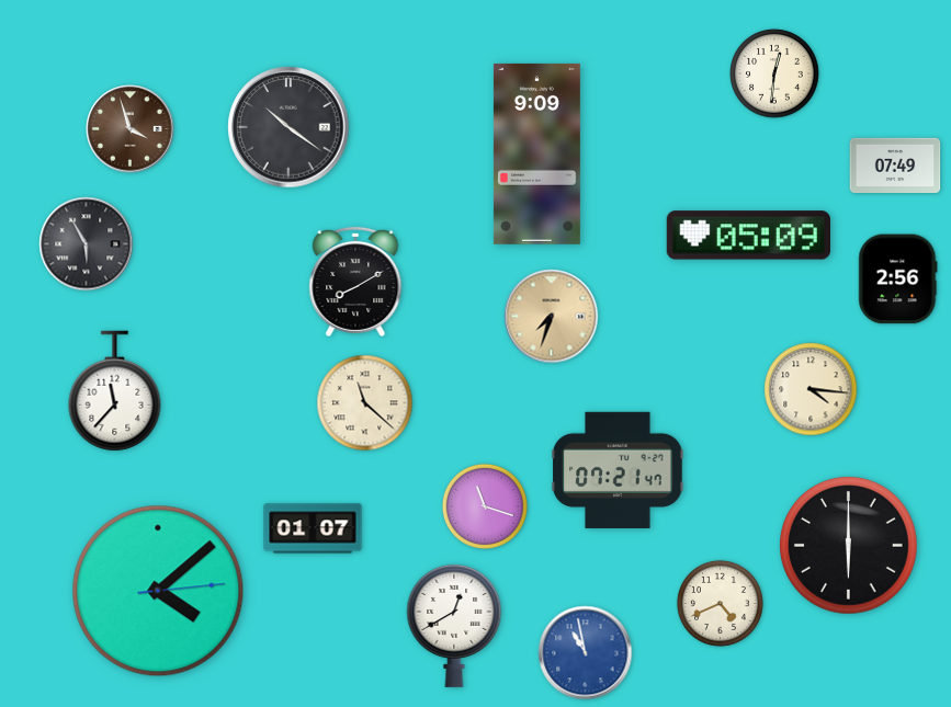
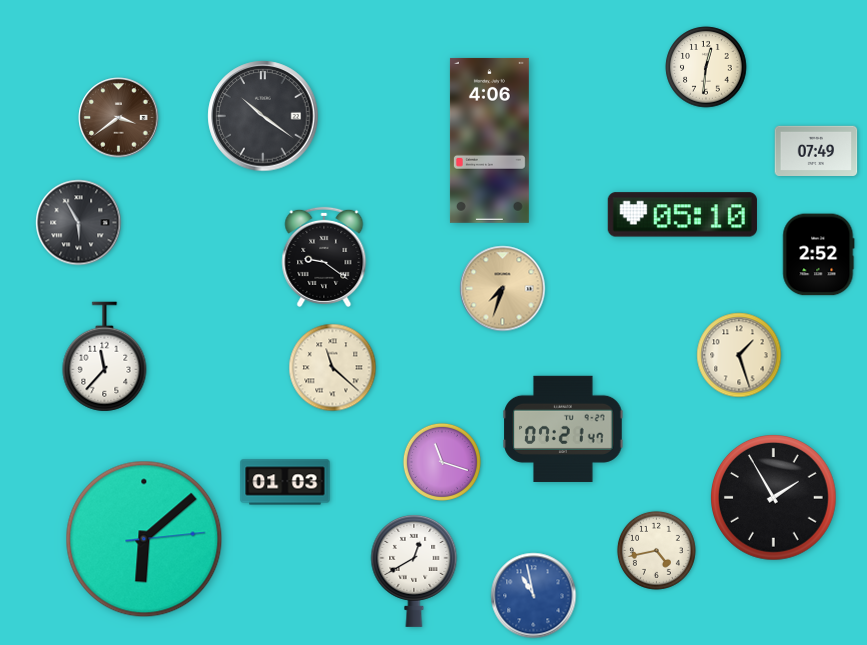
clock at (131, 129): 3:57 -> 3:39
clock at (536, 153): 9:09 -> 4:06
clock at (748, 236): 05:09 -> 05:10
clock at (898, 280): 2:56 -> 2:52
clock at (355, 282): 8:10 -> 9:21
clock at (811, 389): 4:16 -> 1:27
clock at (313, 528): 01:07 -> 01:03
clock at (849, 546): 6:00 -> 1:55
clock at (158, 591): 4:08 -> 6:08
clock at (720, 603): 4:41 -> 4:43
